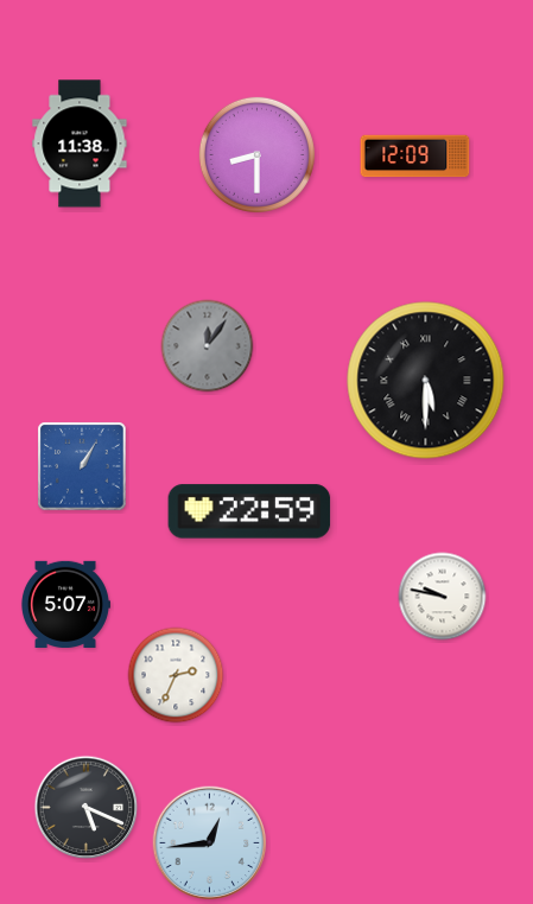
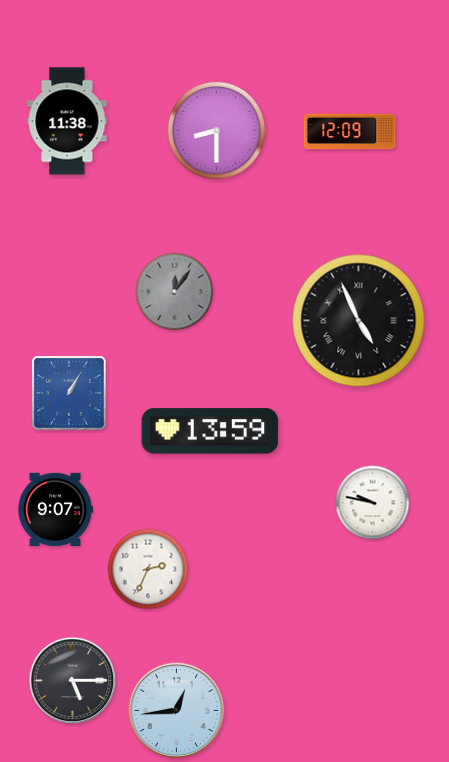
clock at (426, 381): 5:30 -> 4:56
clock at (249, 511): 22:59 -> 13:59
clock at (65, 604): 5:07 -> 9:07
clock at (87, 808): 5:19 -> 5:15
